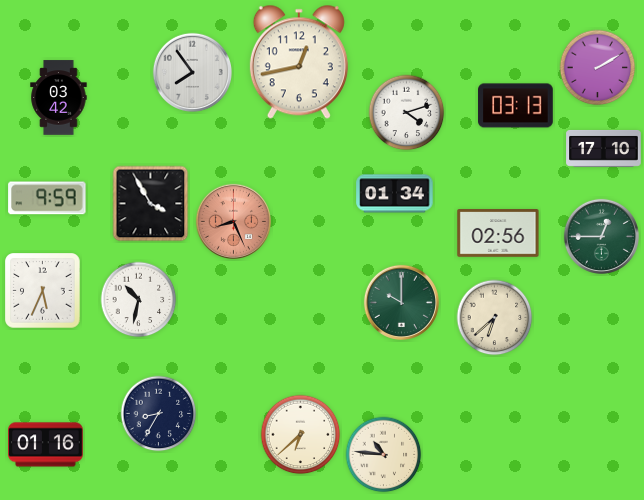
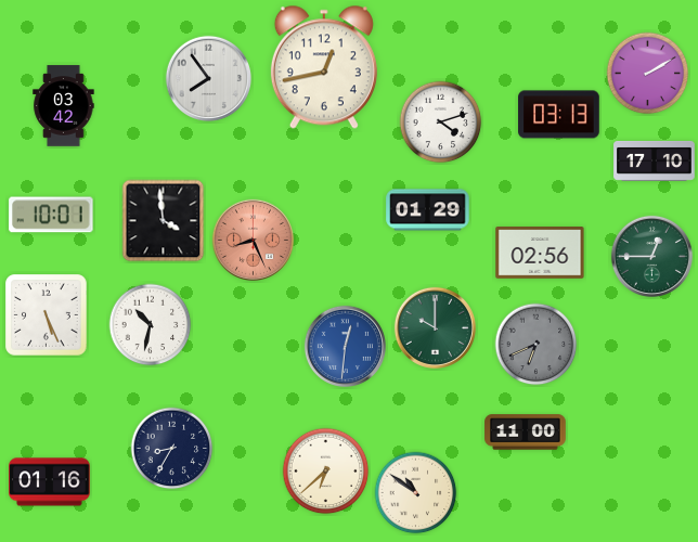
clock at (395, 194): 01:34 -> 01:29
clock at (47, 198): 9:59 -> 10:01
clock at (151, 204): 3:55 -> 3:59
clock at (43, 291): 5:34 -> 5:26
clock at (495, 318): 6:38 -> 6:41
clock at (495, 318) dial: cream -> grey
clock at (345, 346): none -> 12:31
clock at (526, 433): none -> 11:00
clock at (384, 455): 10:46 -> 10:51
